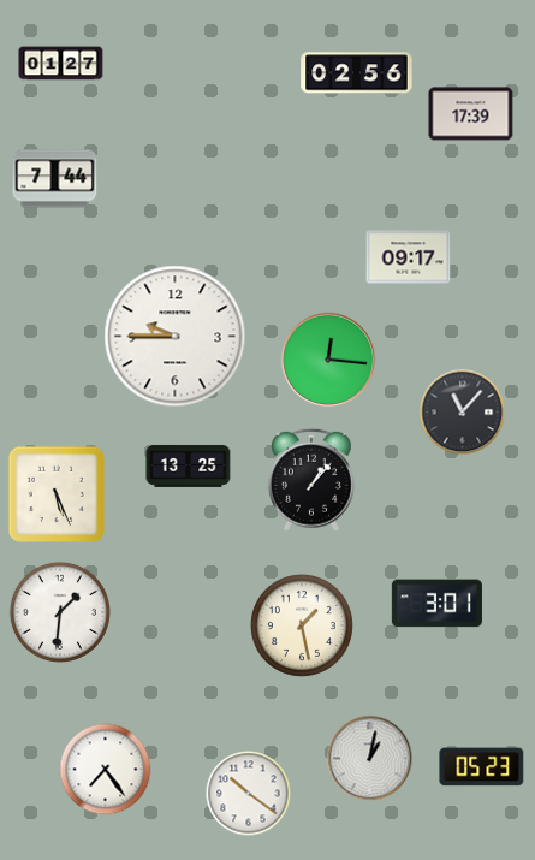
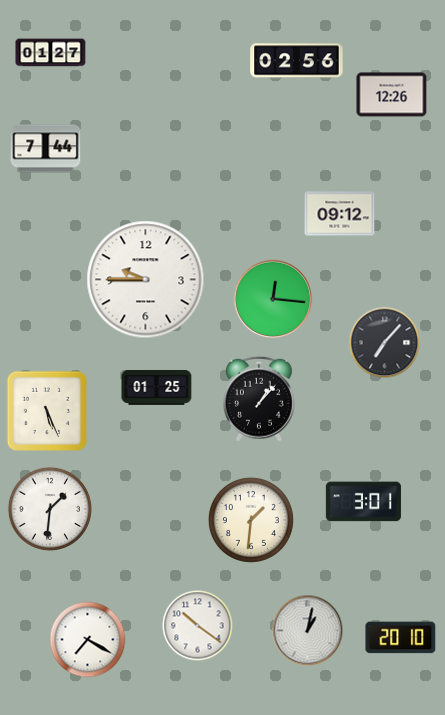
clock at (471, 114): 17:39 -> 12:26
clock at (409, 257): 09:17 -> 09:12
clock at (463, 413): 11:07 -> 7:07
clock at (189, 465): 13:25 -> 01:25
clock at (302, 625): 1:28 -> 1:31
clock at (482, 767): 05:23 -> 20:10
clock at (106, 770): 7:24 -> 7:20
clock at (249, 794) position: (249, 794) -> (198, 626)
